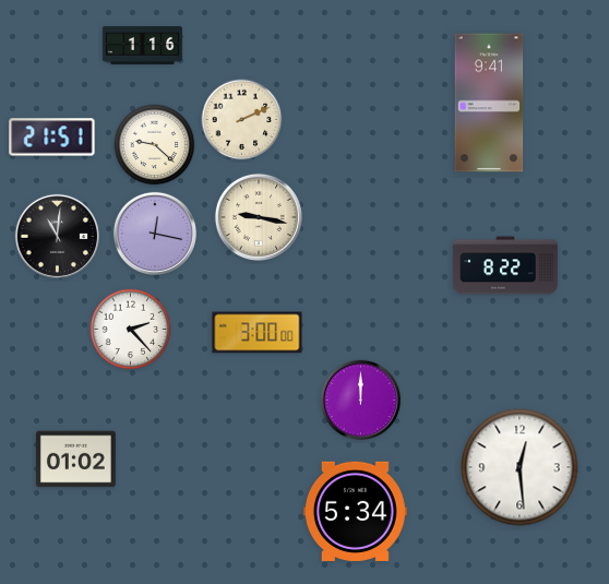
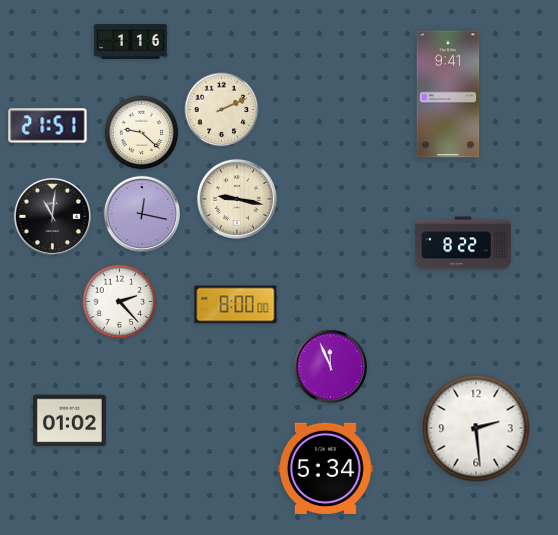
clock at (258, 333): 3:00 -> 8:00
clock at (360, 400): 12:00 -> 11:56
clock at (520, 467): 12:29 -> 2:29
